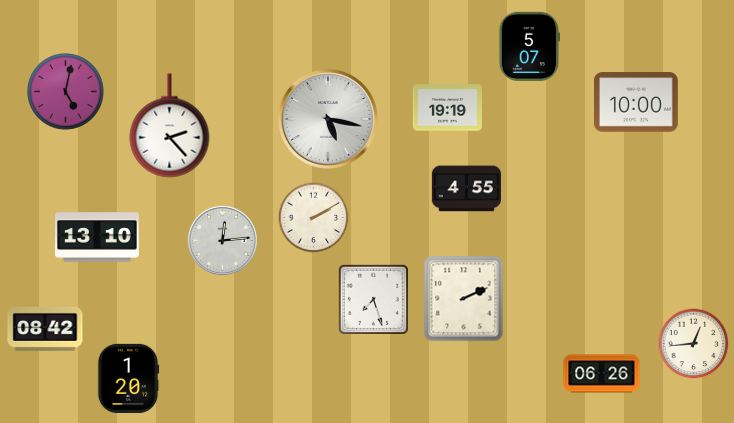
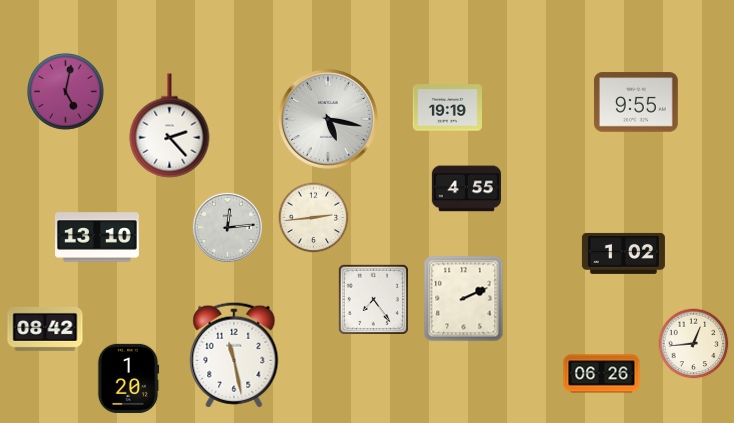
clock at (528, 46): 5:07 -> none
clock at (636, 102): 10:00 -> 9:55
clock at (314, 218): 2:10 -> 2:44
clock at (222, 240) position: (222, 240) -> (227, 227)
clock at (623, 253): none -> 1:02
clock at (373, 299): 7:27 -> 7:24
clock at (234, 355): none -> 11:28
